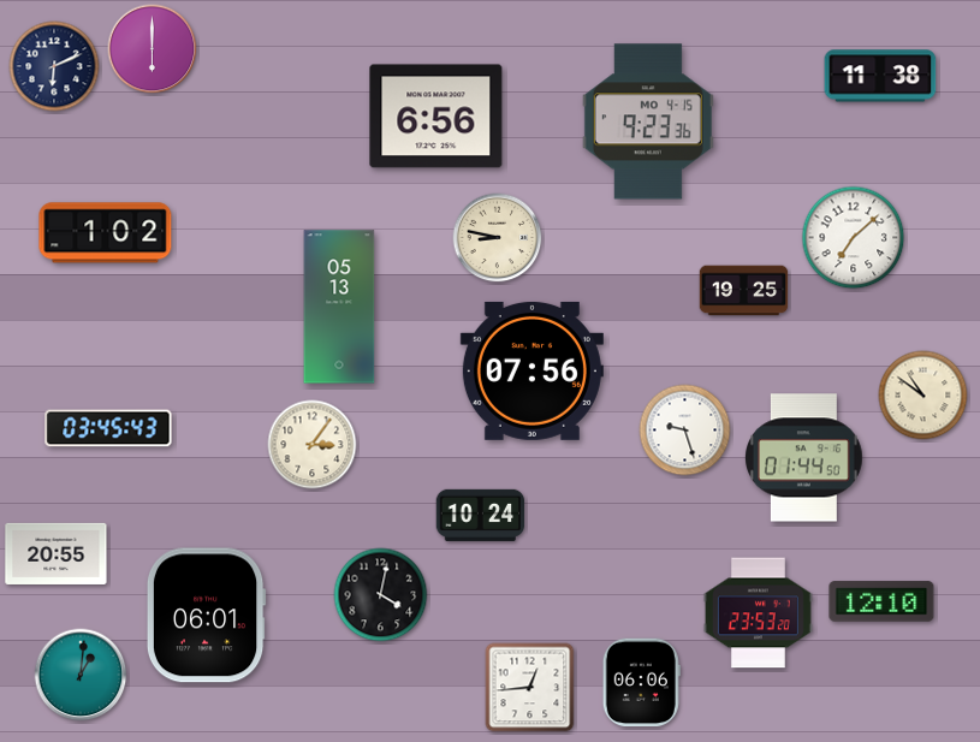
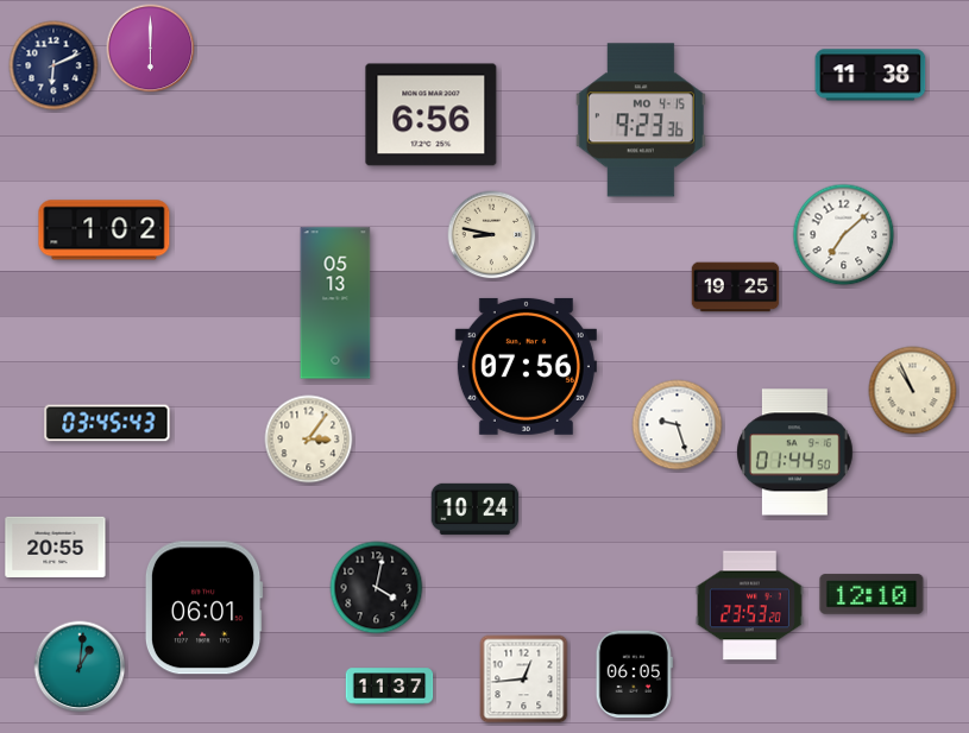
clock at (923, 396): 10:51 -> 10:56
clock at (641, 683): 06:06 -> 06:05
clock at (390, 687): none -> 11:37
